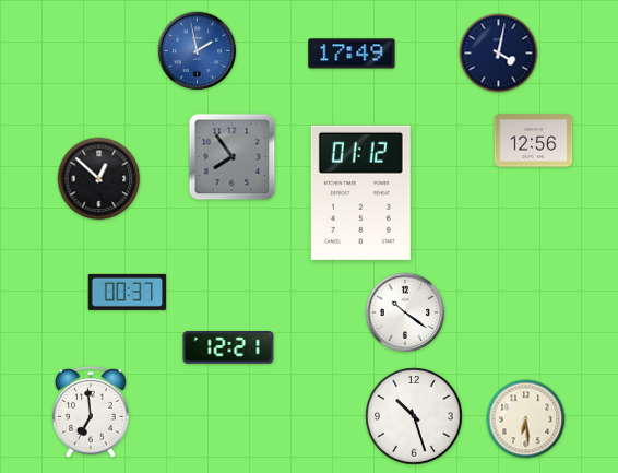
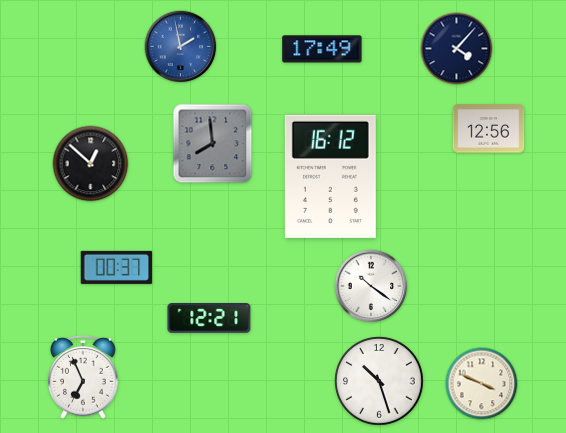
clock at (499, 54): 4:02 -> 4:07
clock at (233, 157): 7:54 -> 7:59
clock at (360, 192): 01:12 -> 16:12
clock at (91, 412): 6:59 -> 6:56
clock at (526, 419): 6:29 -> 3:49
